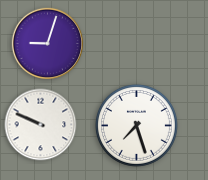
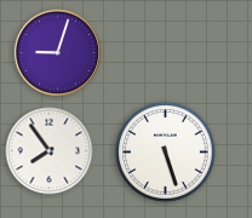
clock at (41, 125): 9:49 -> 7:54
clock at (136, 125): 7:27 -> 5:27
